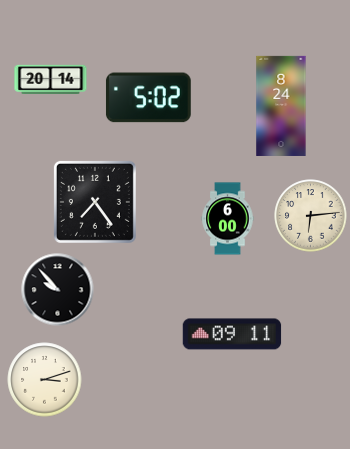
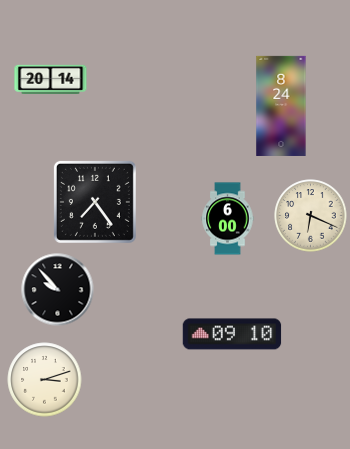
clock at (148, 98): 5:02 -> none
clock at (311, 216): 6:14 -> 6:19
clock at (232, 334): 09:11 -> 09:10
